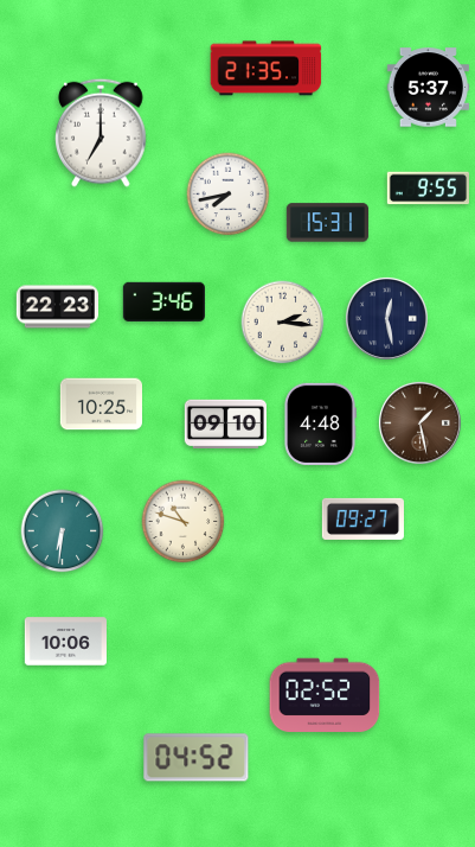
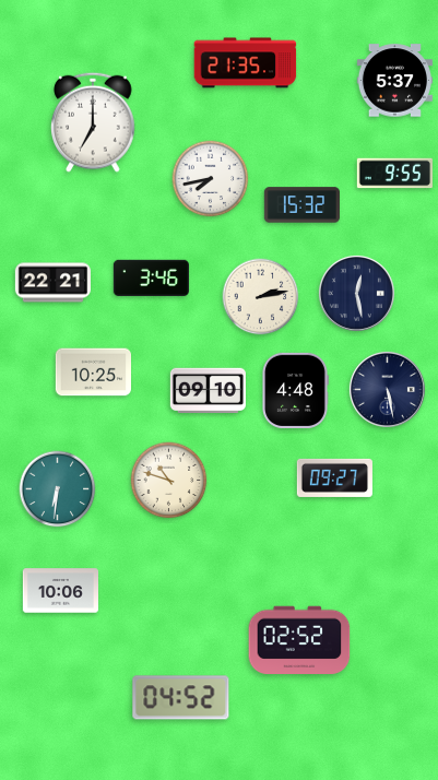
clock at (327, 223): 15:31 -> 15:32
clock at (57, 307): 22:23 -> 22:21
clock at (283, 323): 2:16 -> 2:13
clock at (419, 422): 1:28 -> 5:28
clock at (419, 422) dial: brown -> navy
